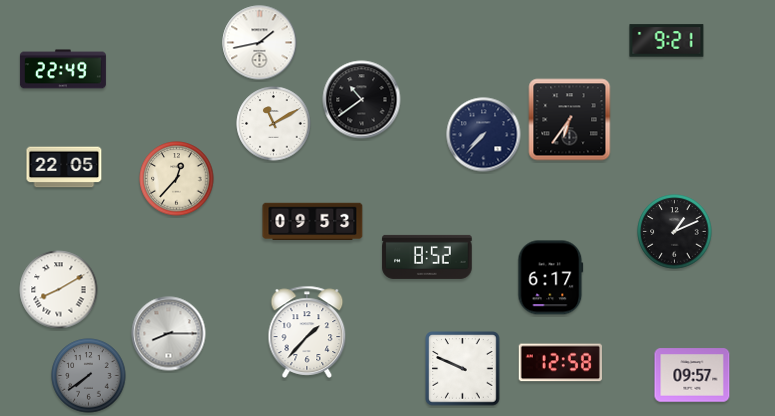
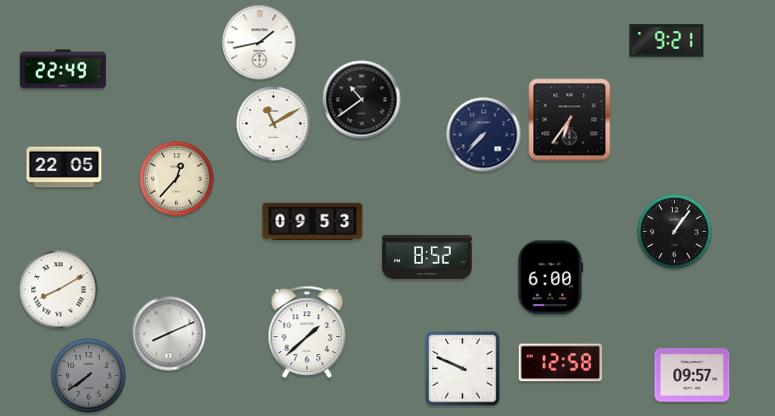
clock at (675, 232): 1:11 -> 1:06
clock at (551, 278): 6:17 -> 6:00
clock at (307, 332): 1:37 -> 1:38
clock at (169, 334): 8:15 -> 8:11
